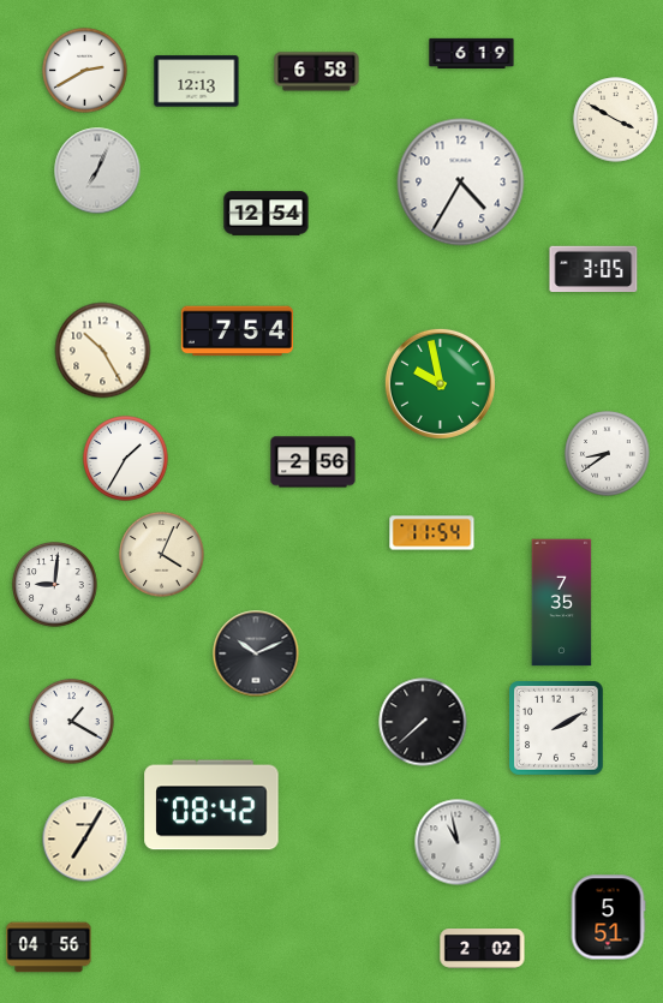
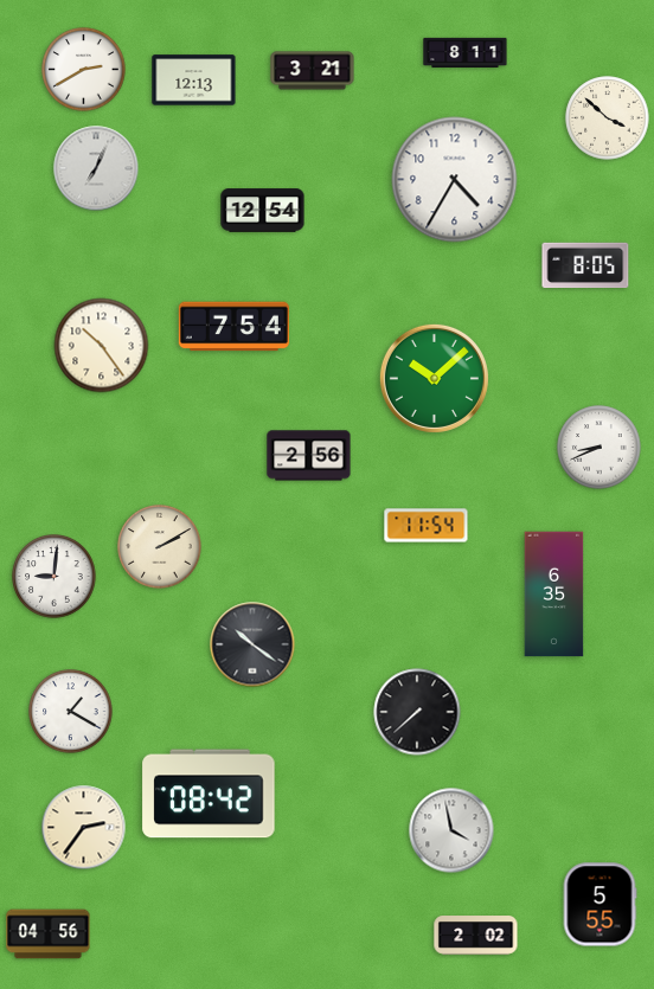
clock at (472, 53): 6:19 -> 8:11
clock at (317, 72): 6:58 -> 3:21
clock at (616, 120): 3:50 -> 3:52
clock at (593, 269): 3:05 -> 8:05
clock at (103, 351): 10:25 -> 10:24
clock at (440, 383): 9:58 -> 10:08
clock at (608, 454): 8:39 -> 8:41
clock at (126, 459): 1:35 -> none
clock at (162, 555): 4:04 -> 2:10
clock at (562, 603): 7:35 -> 6:35
clock at (256, 653): 10:11 -> 10:21
clock at (556, 728): 2:10 -> none
clock at (85, 840): 7:05 -> 2:36
clock at (458, 842): 10:58 -> 3:58
clock at (608, 918): 5:51 -> 5:55
